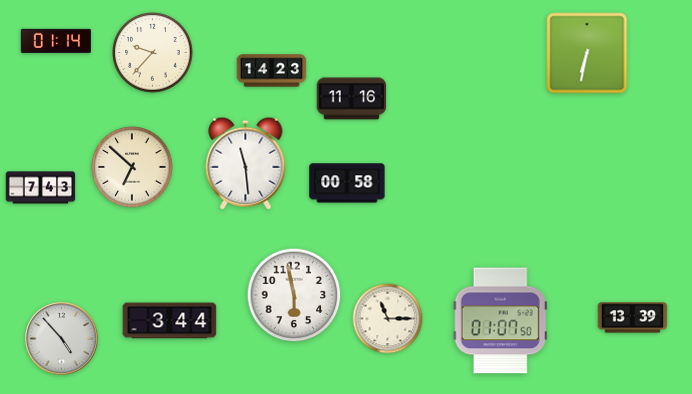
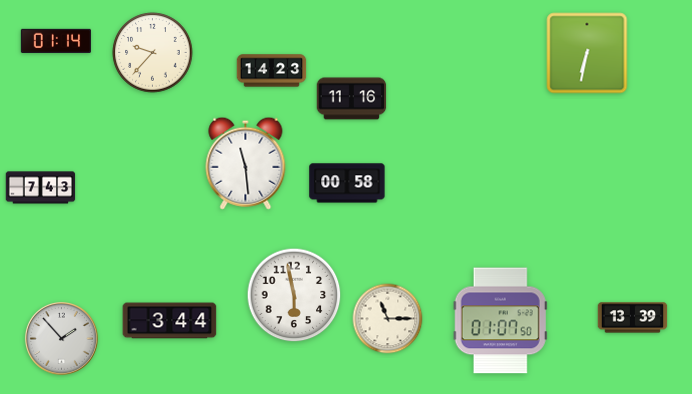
clock at (132, 167): 6:52 -> none
clock at (61, 338): 4:53 -> 1:53
